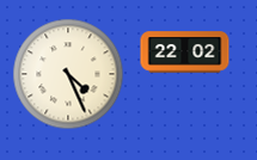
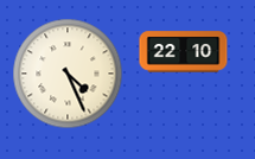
clock at (185, 53): 22:02 -> 22:10
